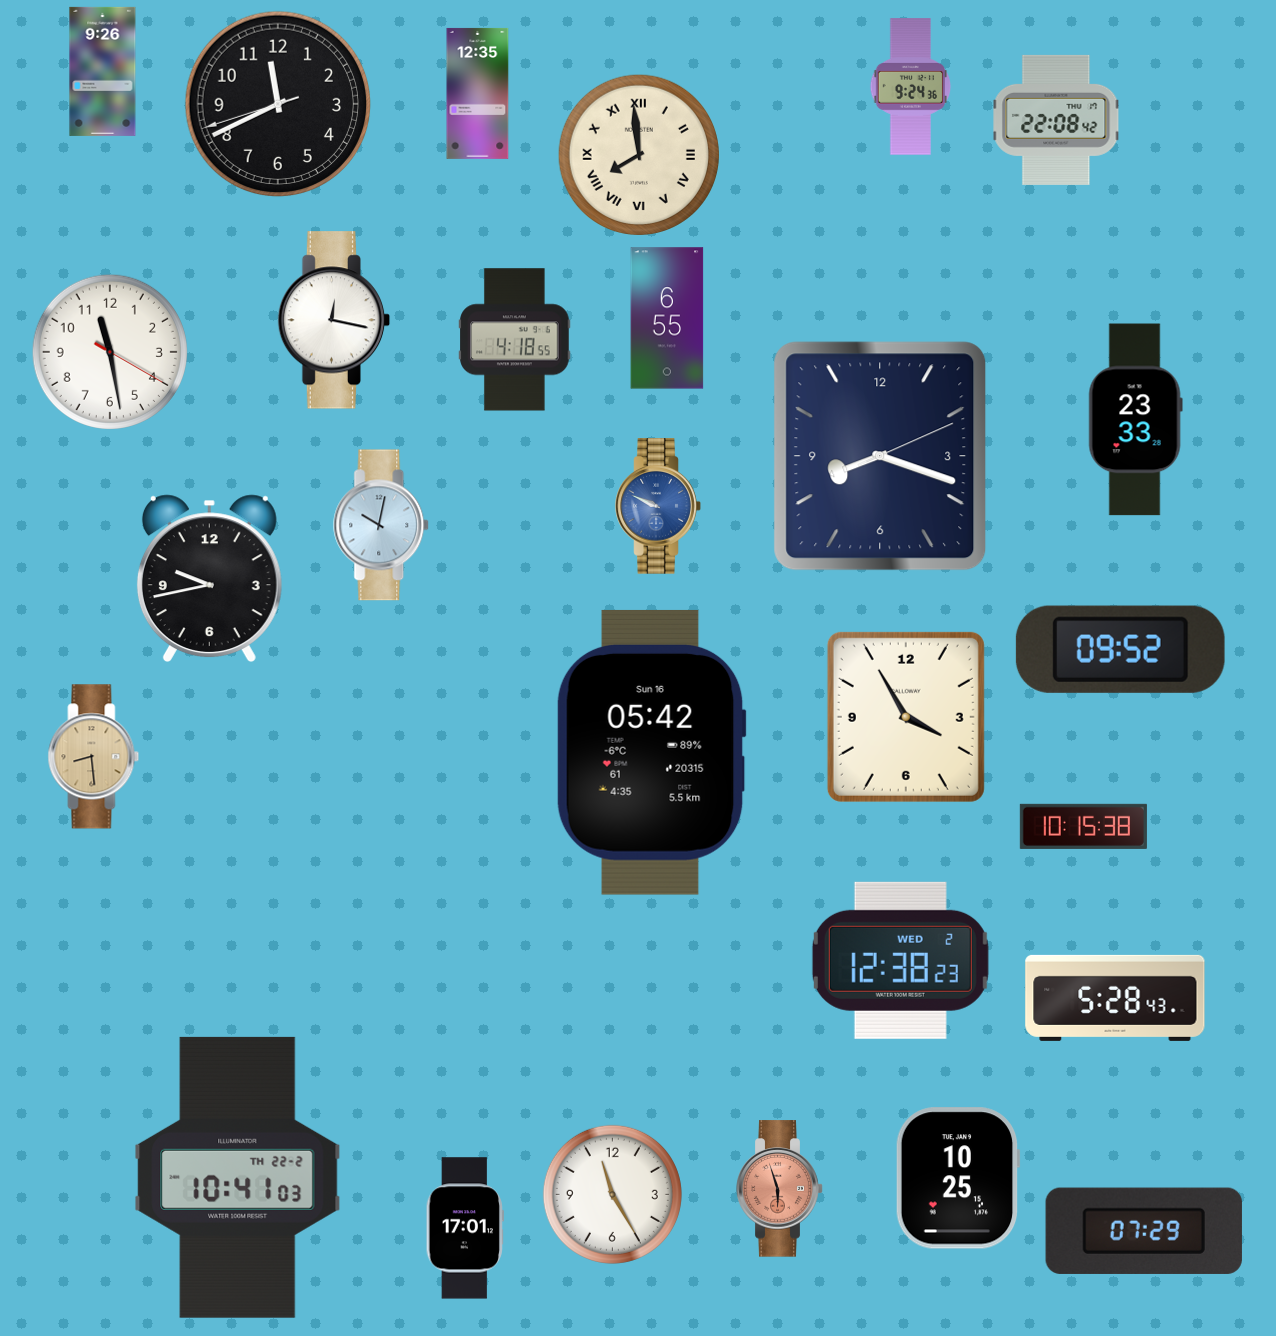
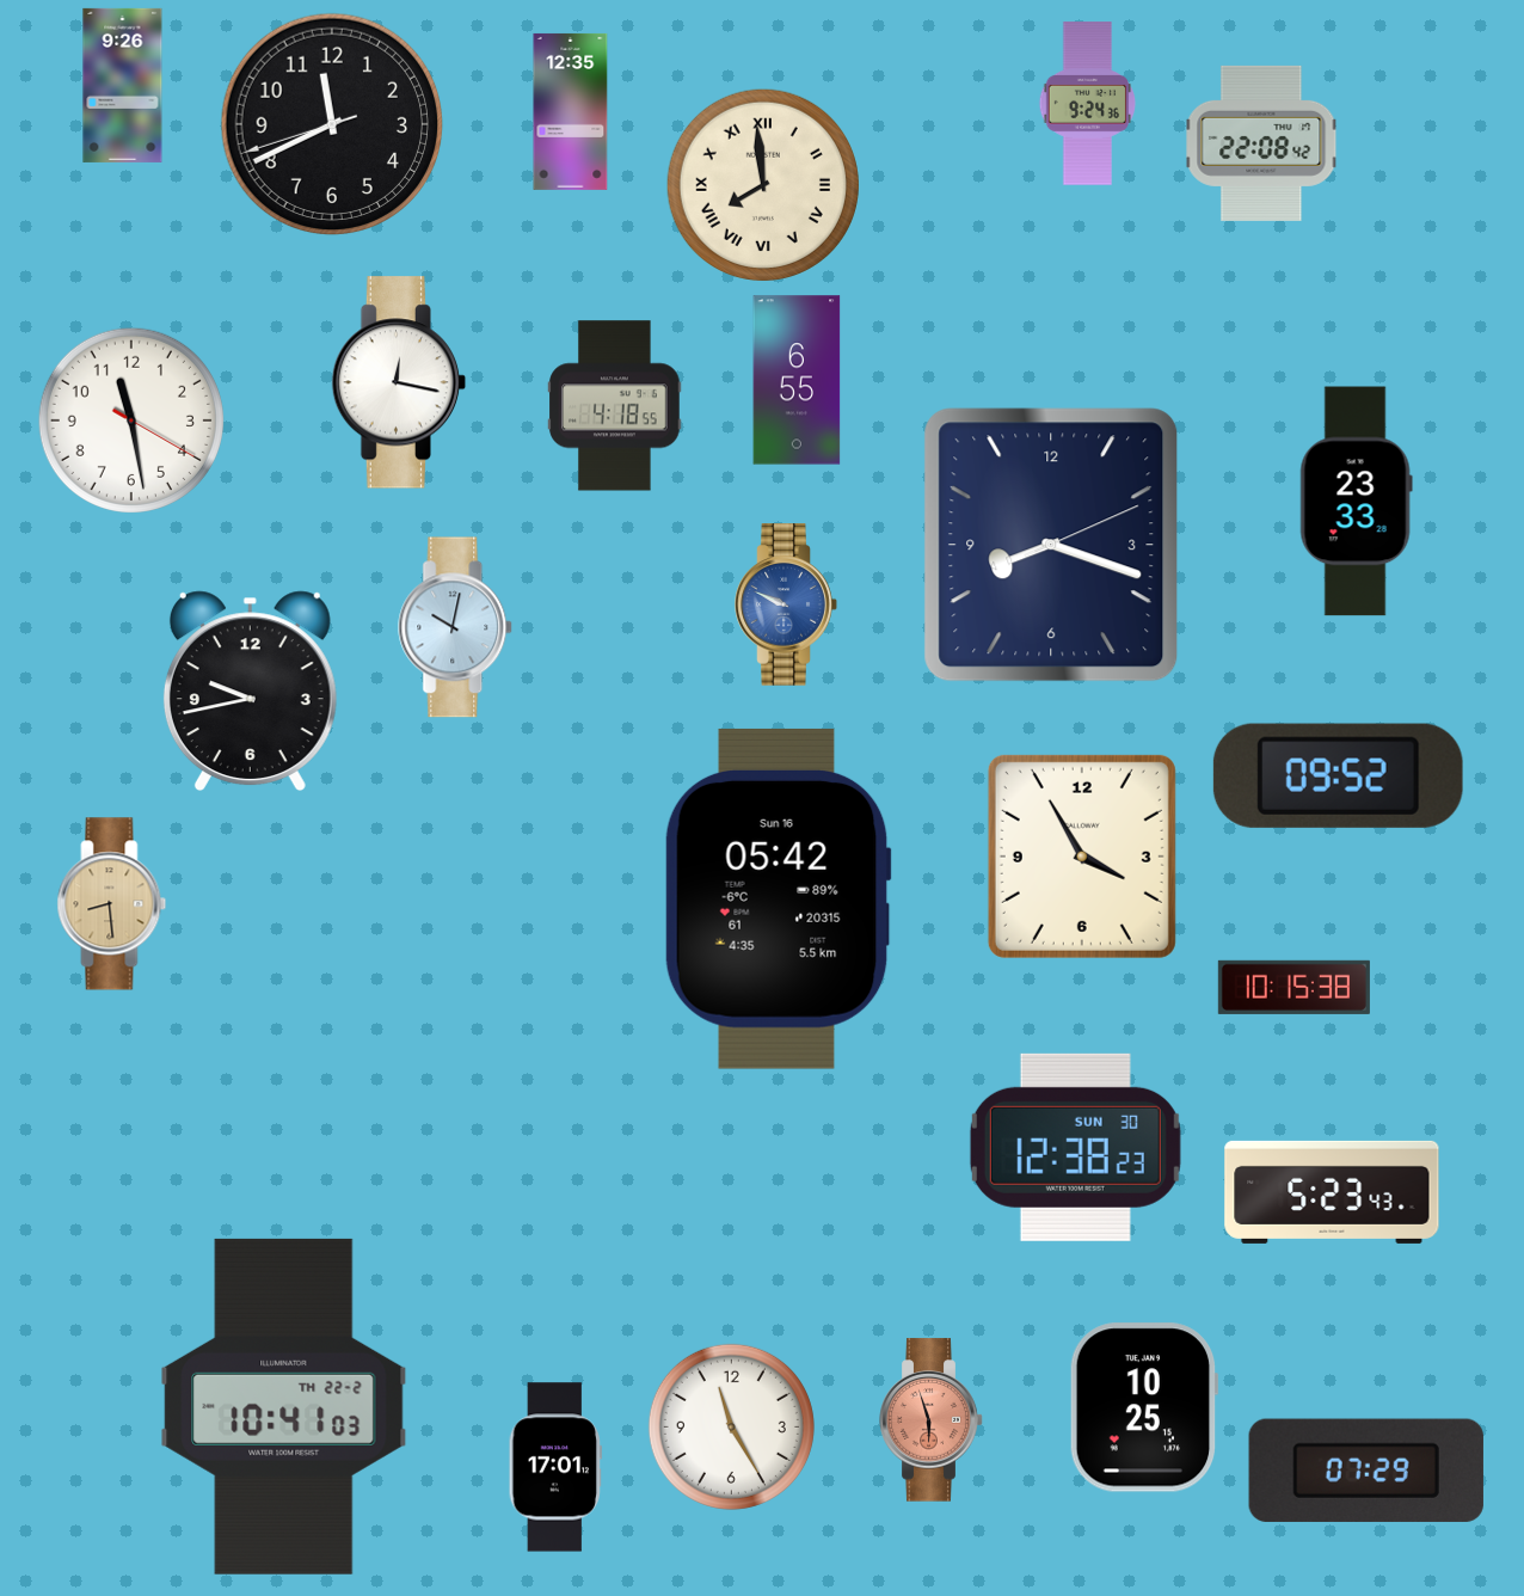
clock at (900, 960) date: WED 2 -> SUN 30
clock at (1115, 998): 5:28 -> 5:23
